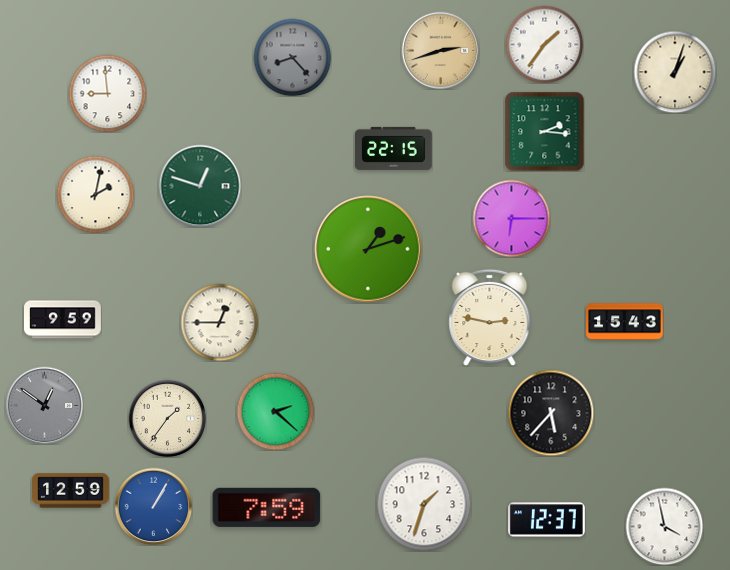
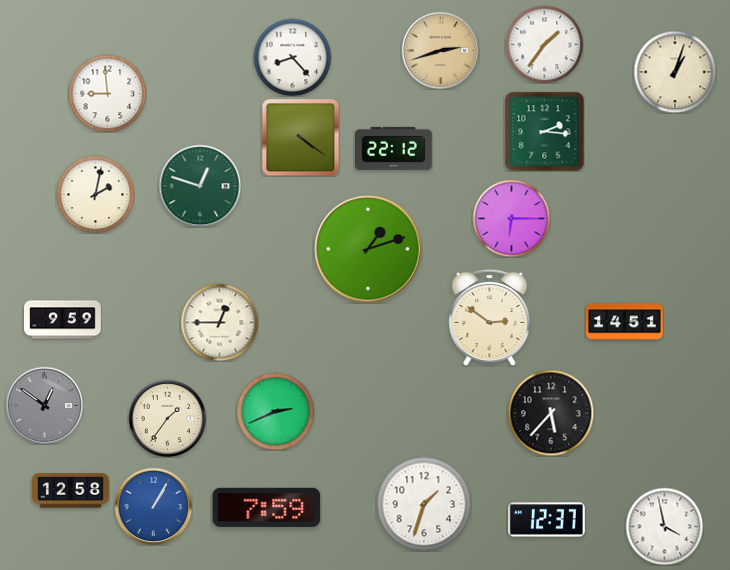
clock at (292, 57) dial: grey -> white
clock at (300, 137): none -> 4:21
clock at (394, 148): 22:15 -> 22:12
clock at (490, 317): 2:47 -> 2:51
clock at (625, 322): 15:43 -> 14:51
clock at (275, 411): 2:22 -> 2:41
clock at (71, 491): 12:59 -> 12:58
